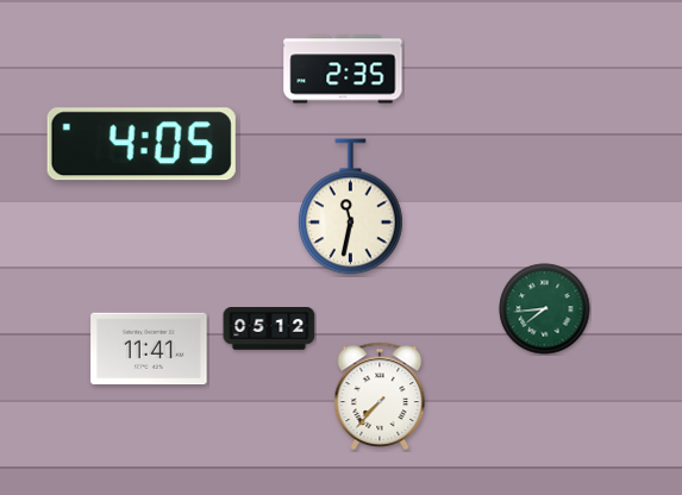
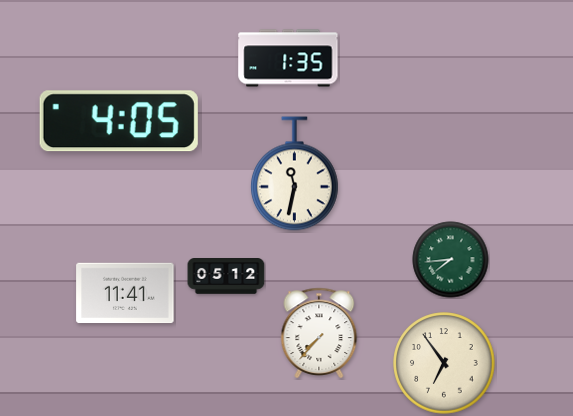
clock at (343, 69): 2:35 -> 1:35
clock at (545, 309) position: (545, 309) -> (451, 260)
clock at (444, 363): none -> 6:54
